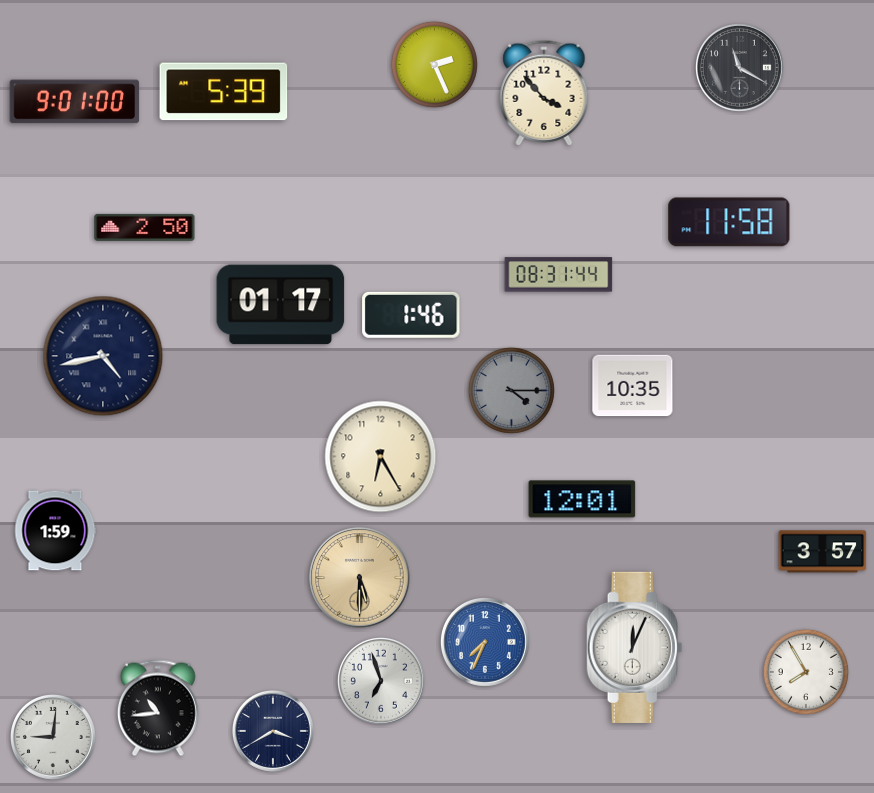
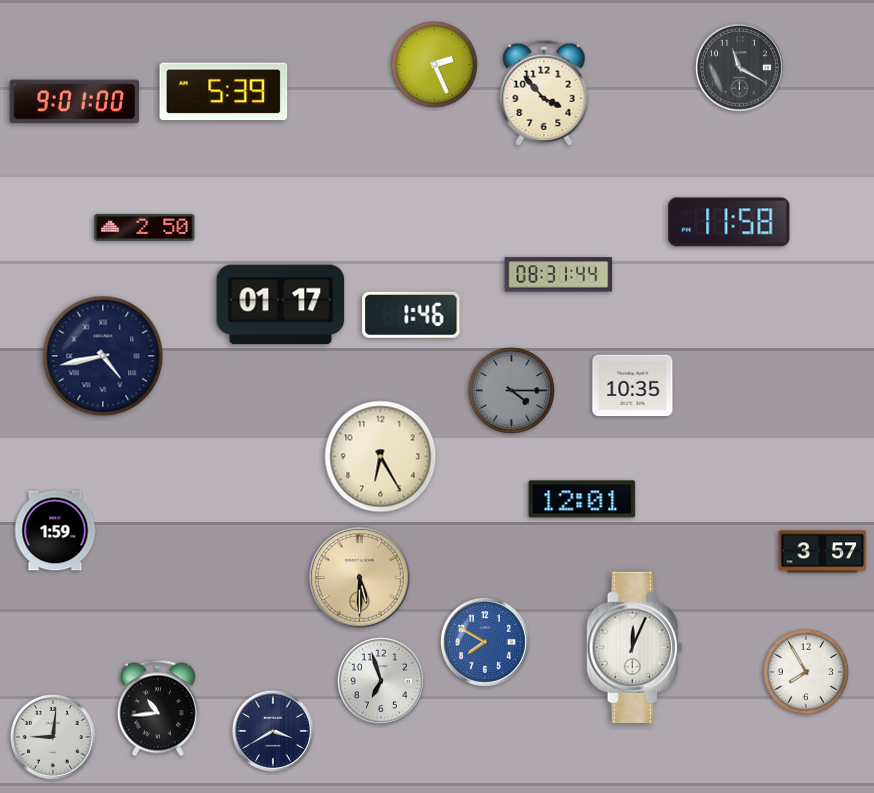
clock at (485, 642): 7:34 -> 7:50
